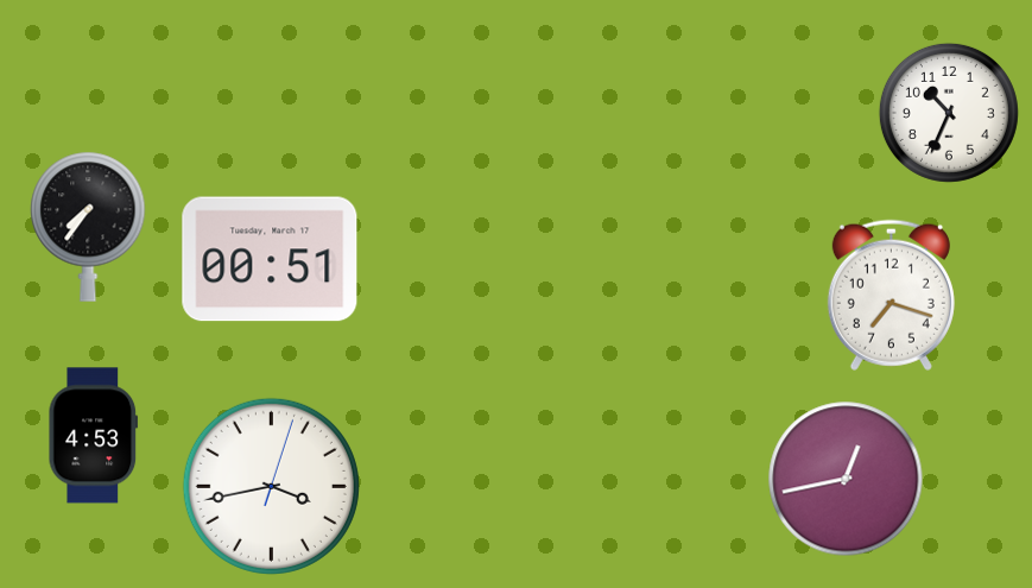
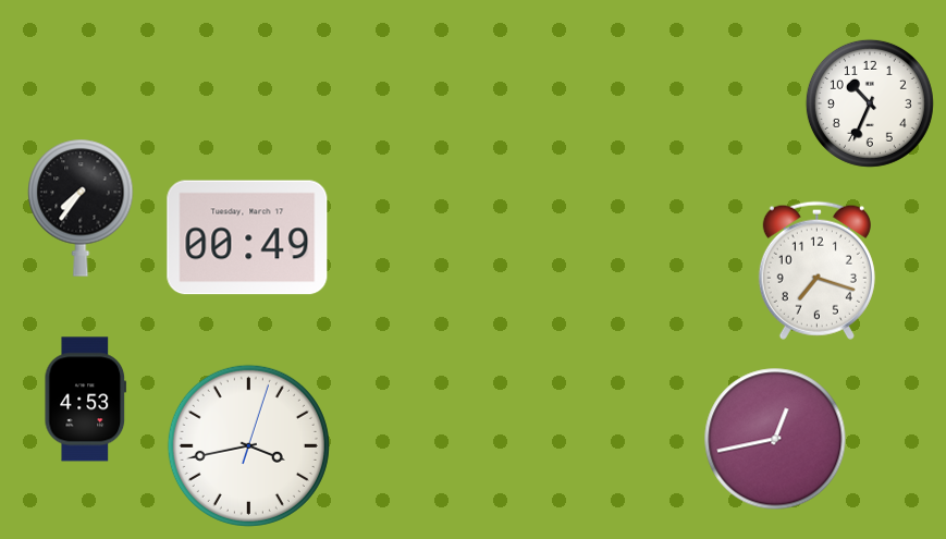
clock at (270, 259): 00:51 -> 00:49
